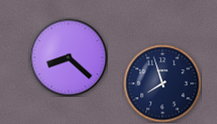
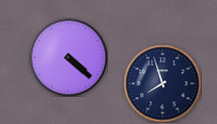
clock at (68, 57): 8:22 -> 4:22
